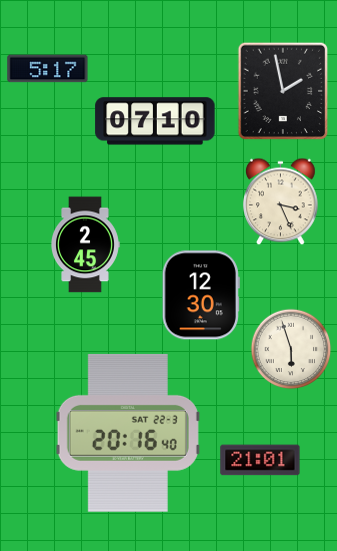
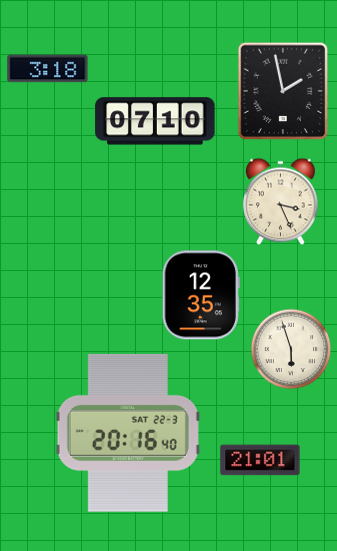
clock at (48, 69): 5:17 -> 3:18
clock at (85, 245): 2:45 -> none
clock at (201, 295): 12:30 -> 12:35
